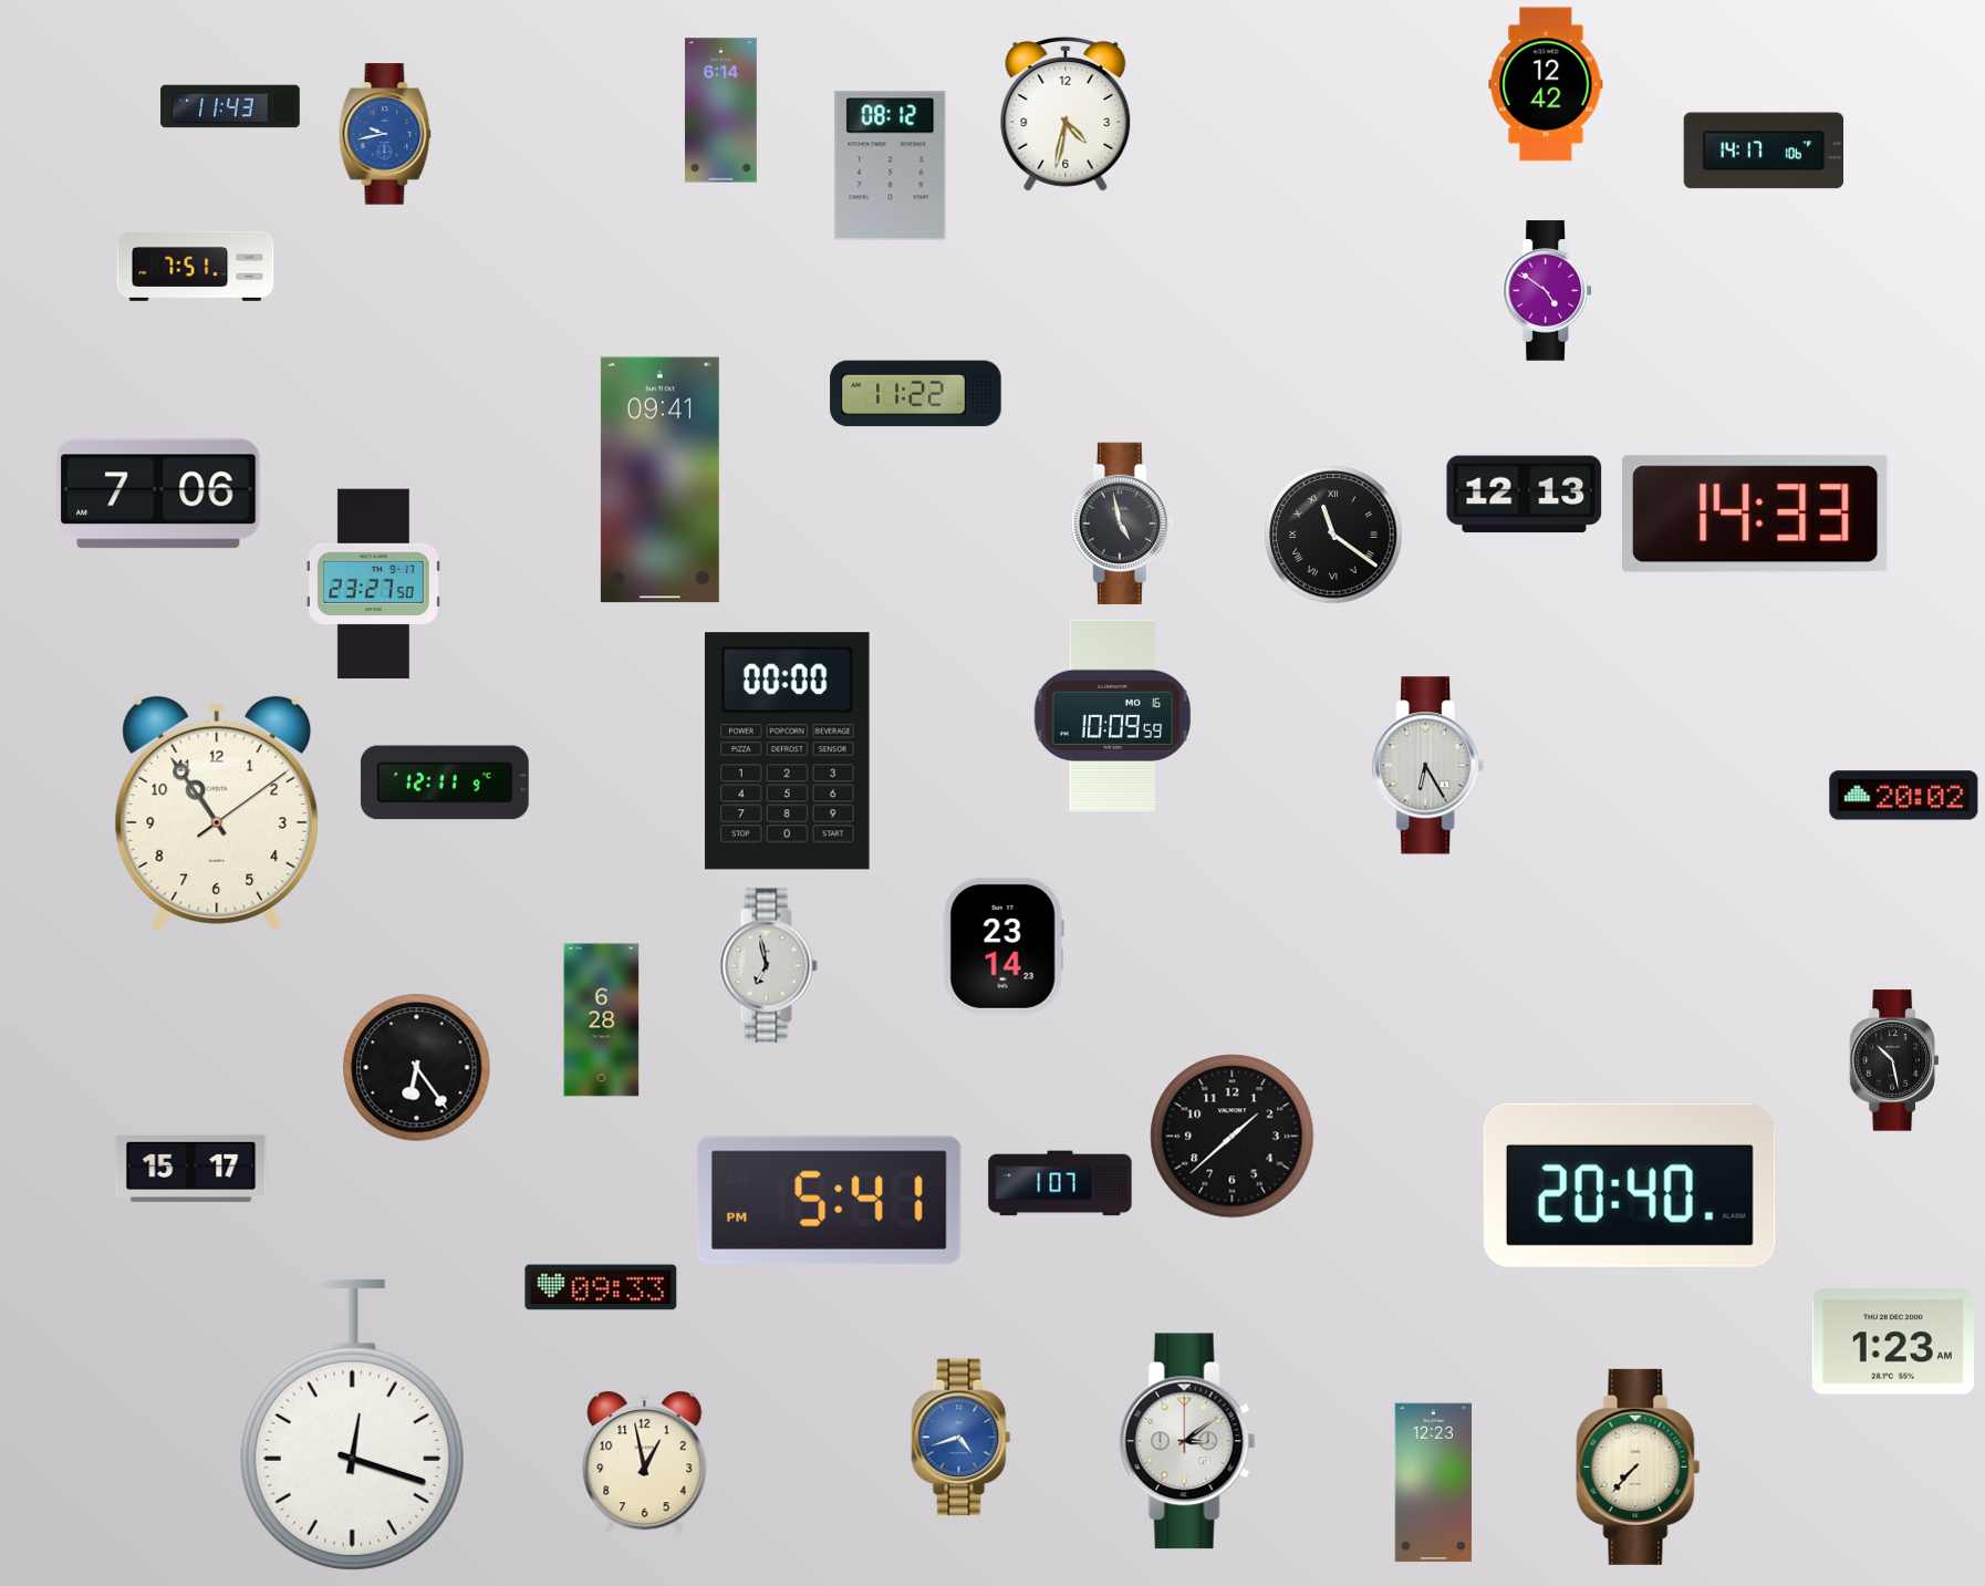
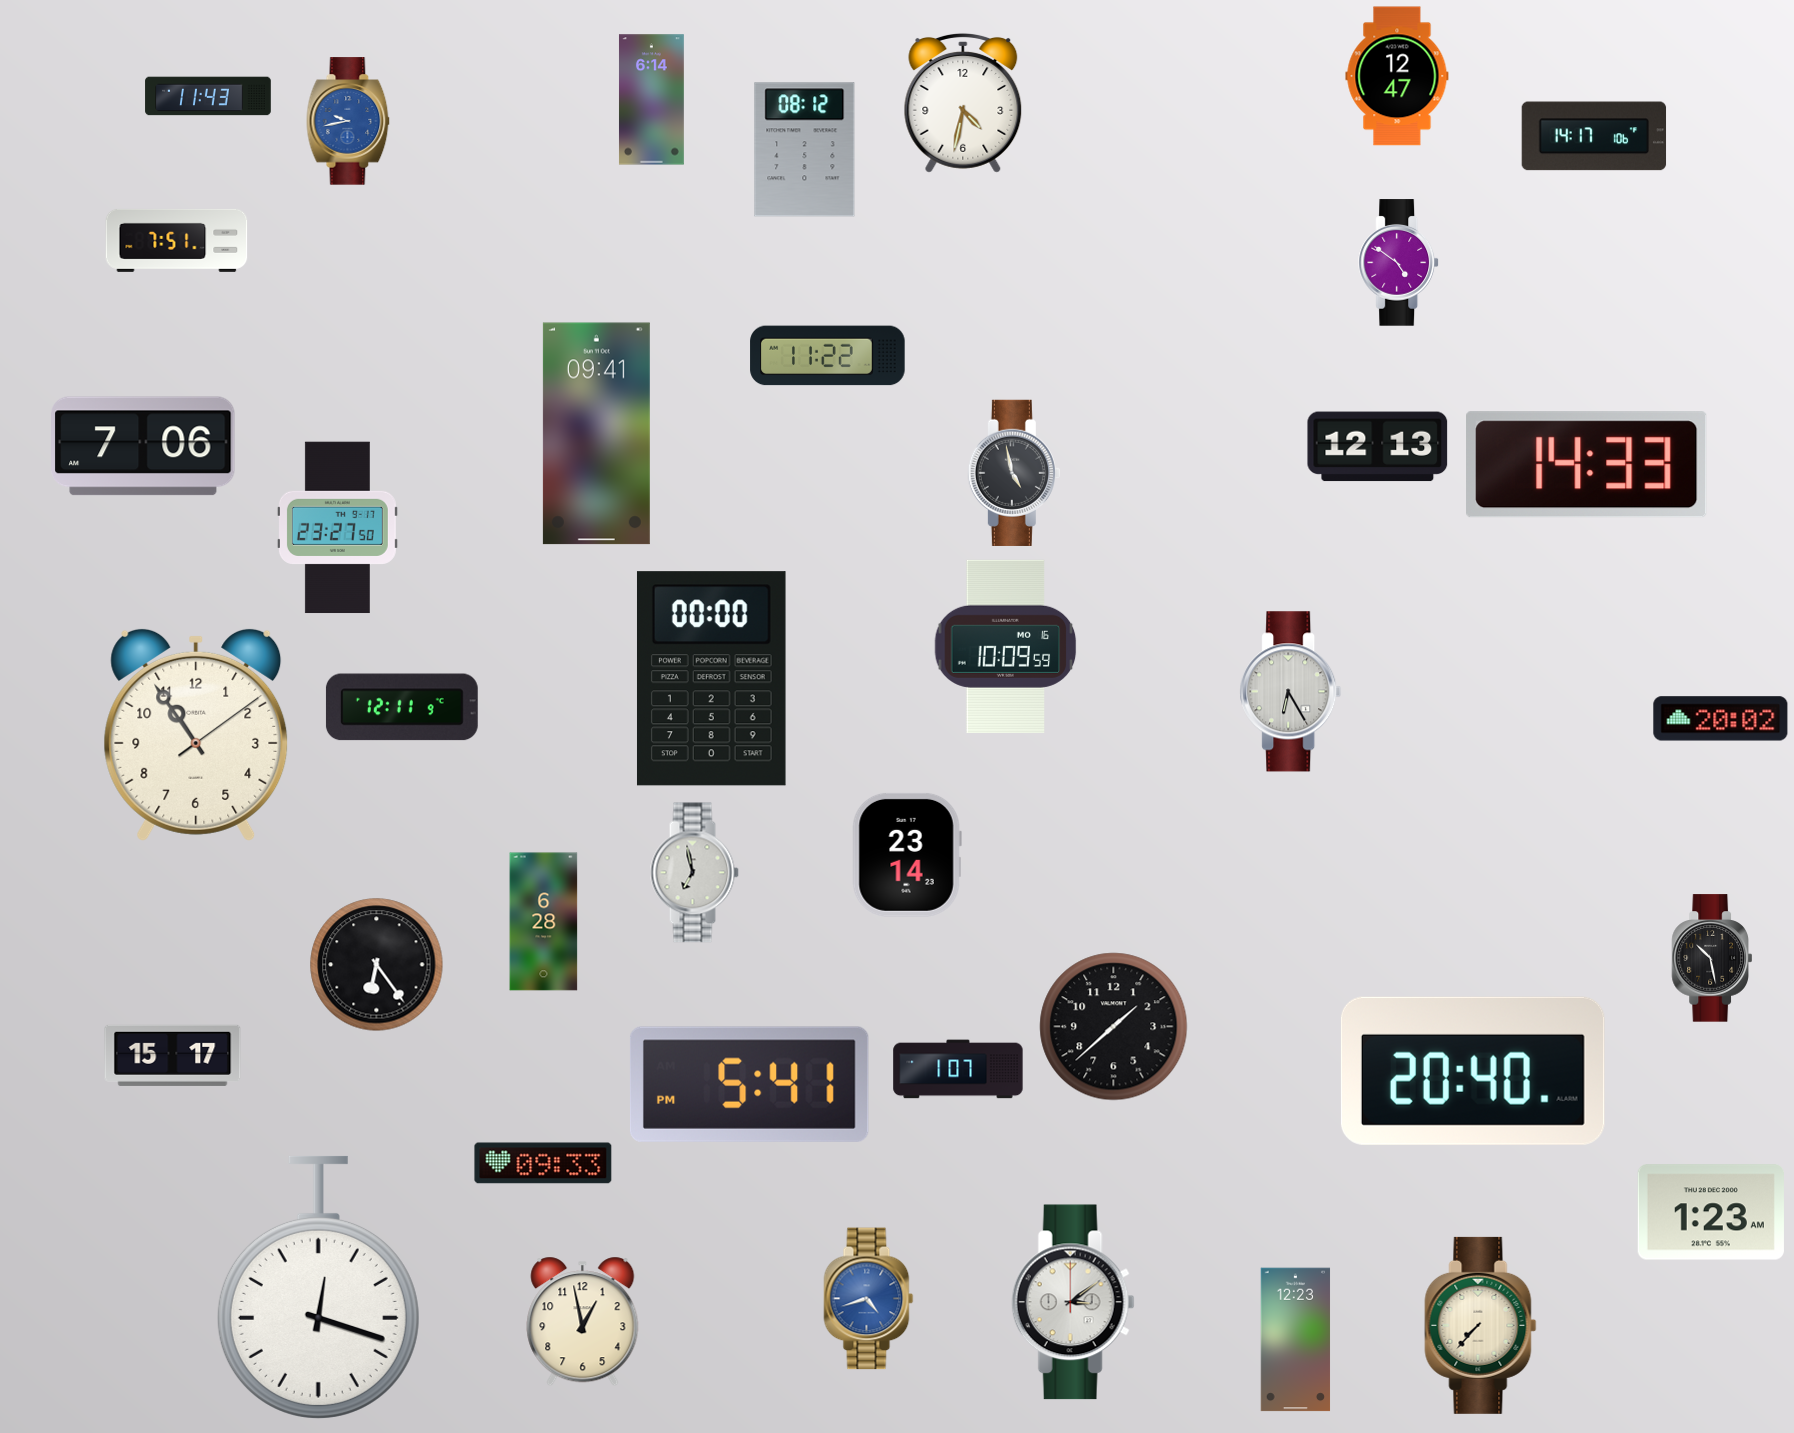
clock at (1546, 84): 12:42 -> 12:47
clock at (1333, 535): 11:21 -> none
